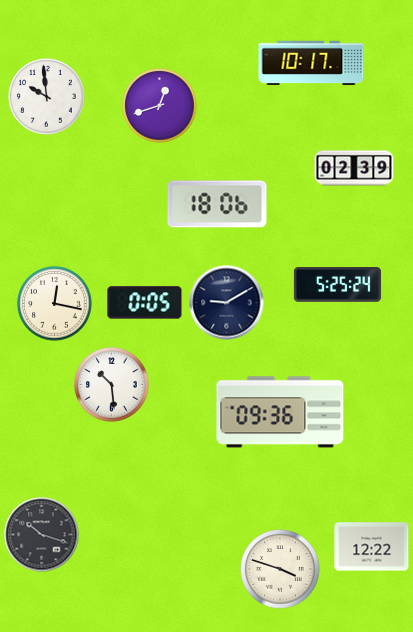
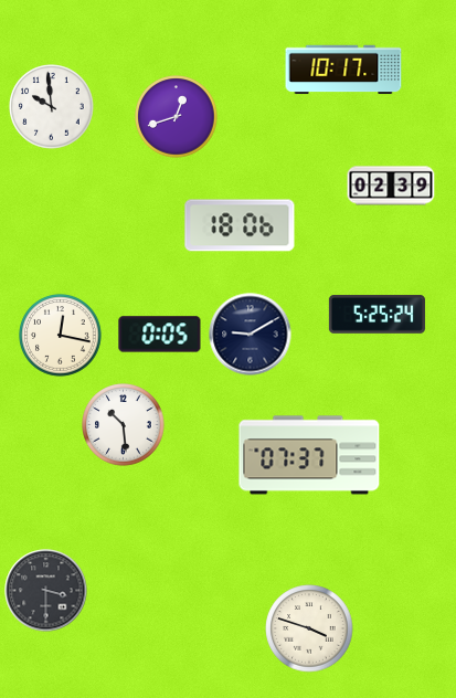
clock at (337, 285) position: (337, 285) -> (377, 315)
clock at (280, 412): 09:36 -> 07:37
clock at (42, 535): 10:18 -> 3:30
clock at (372, 547): 12:22 -> none
